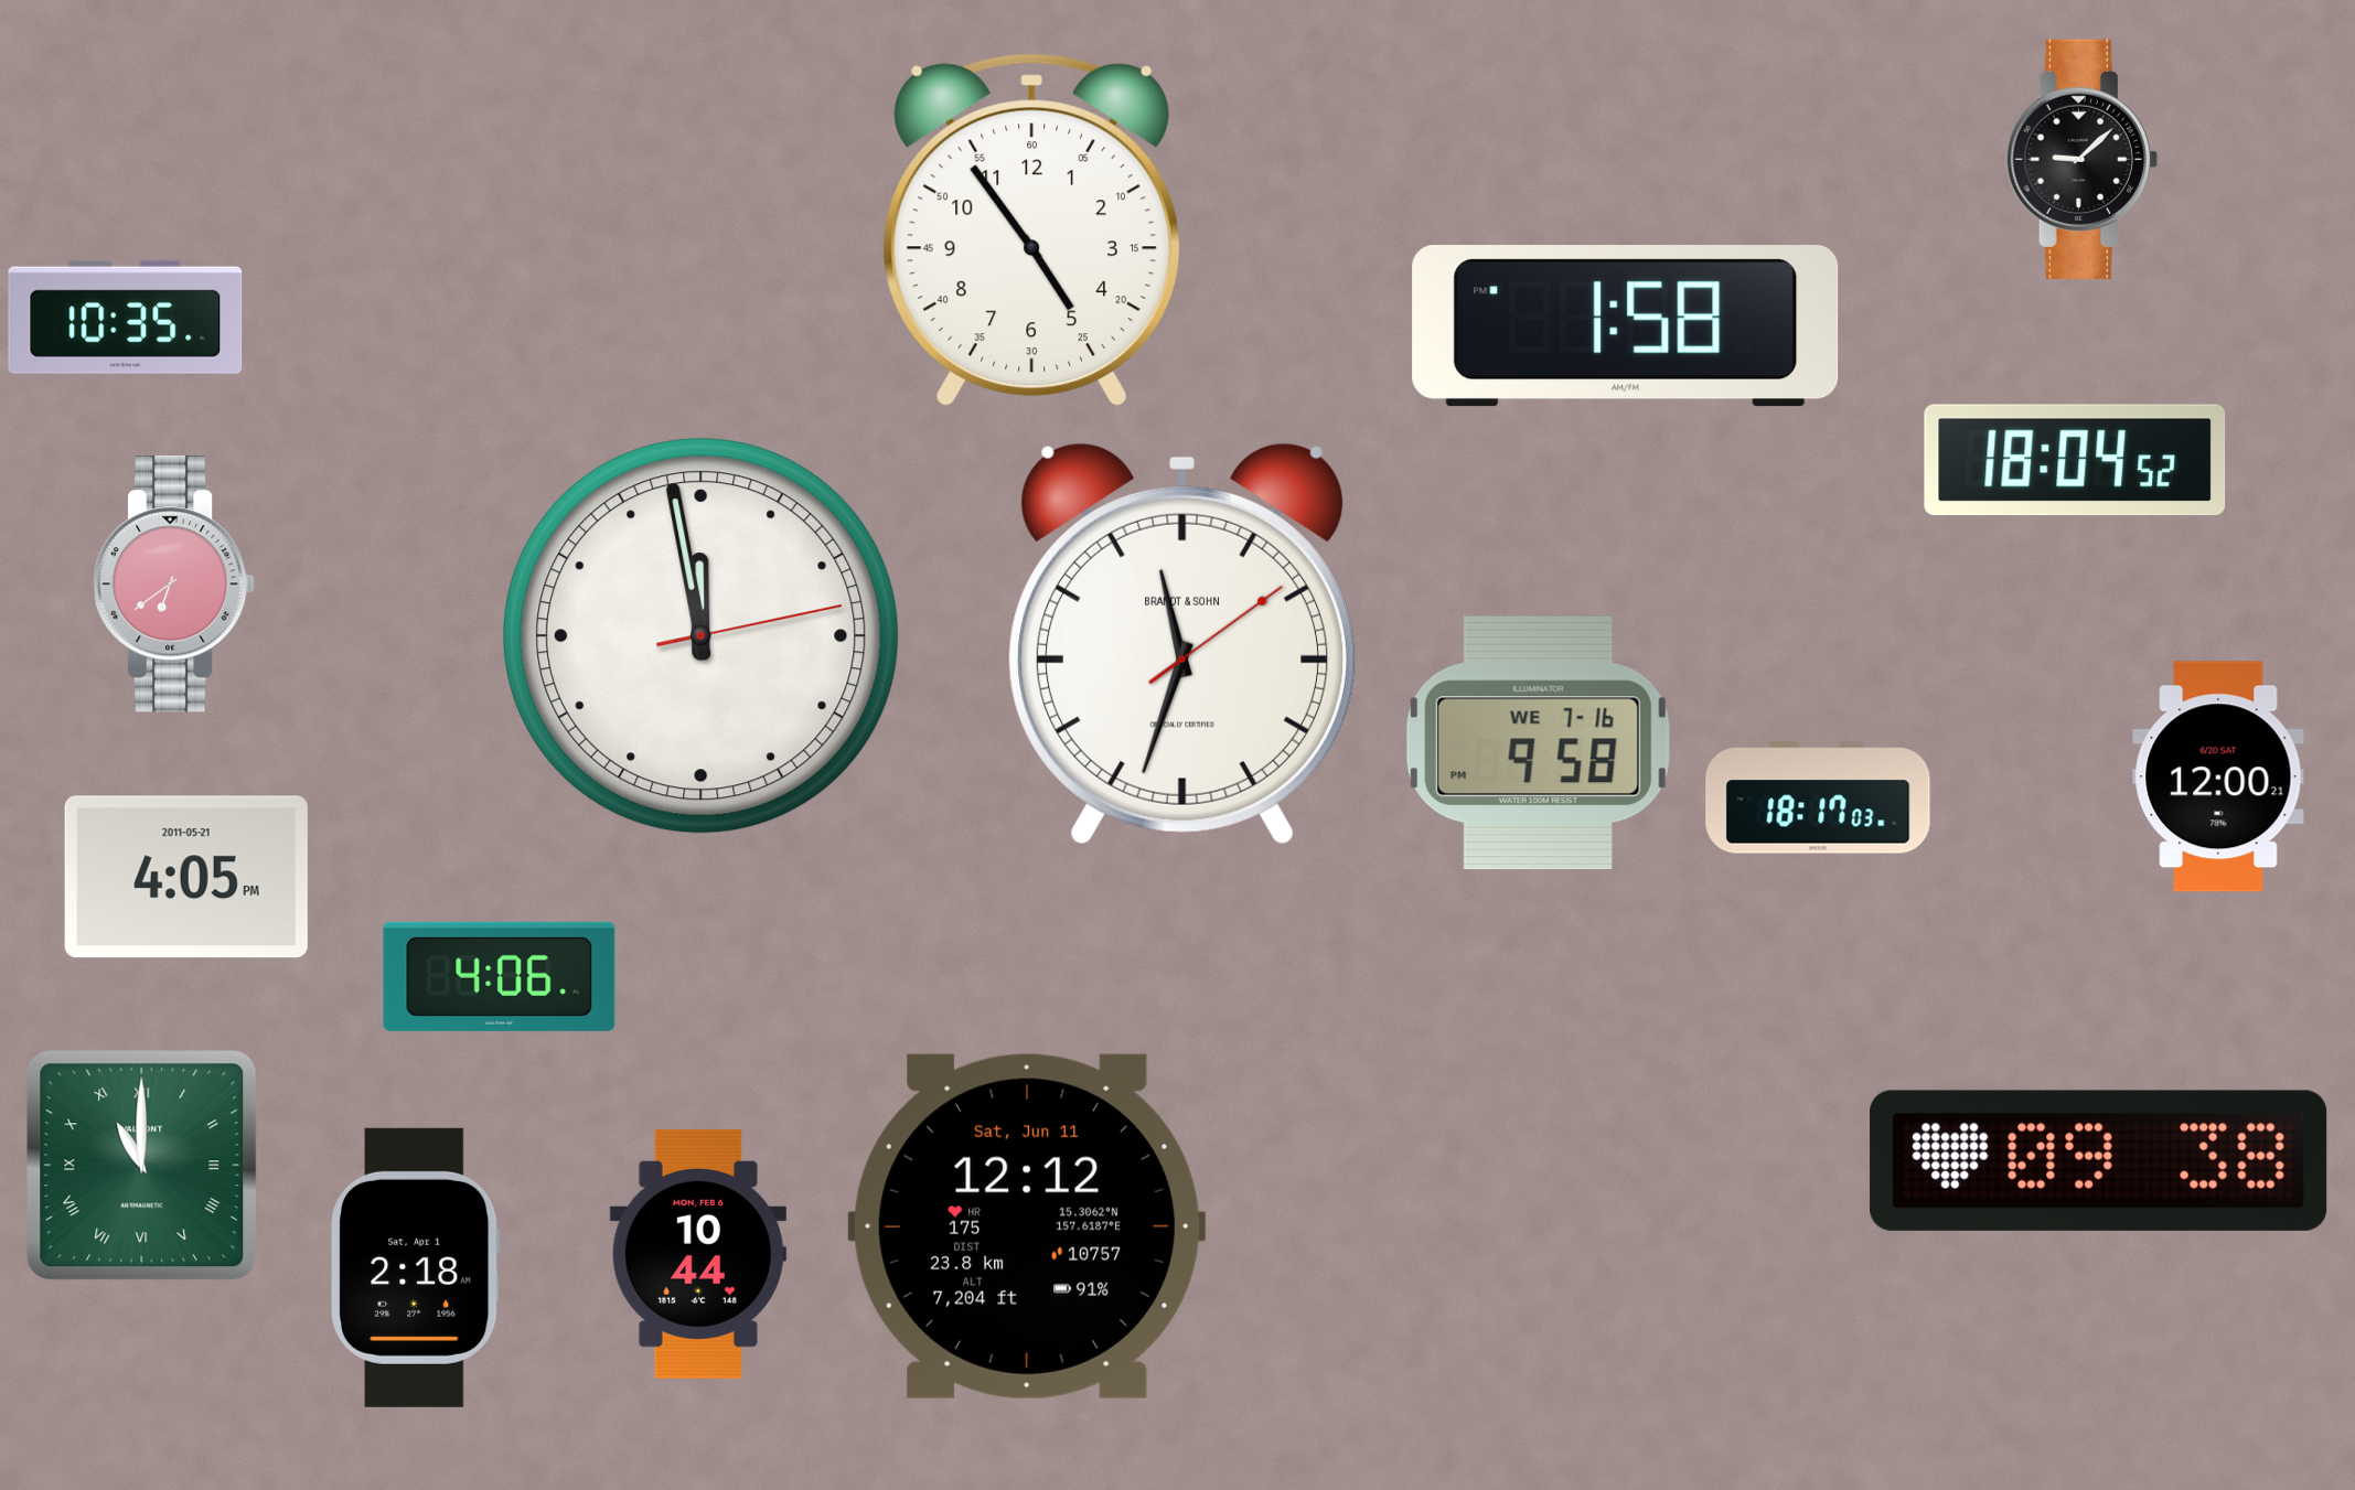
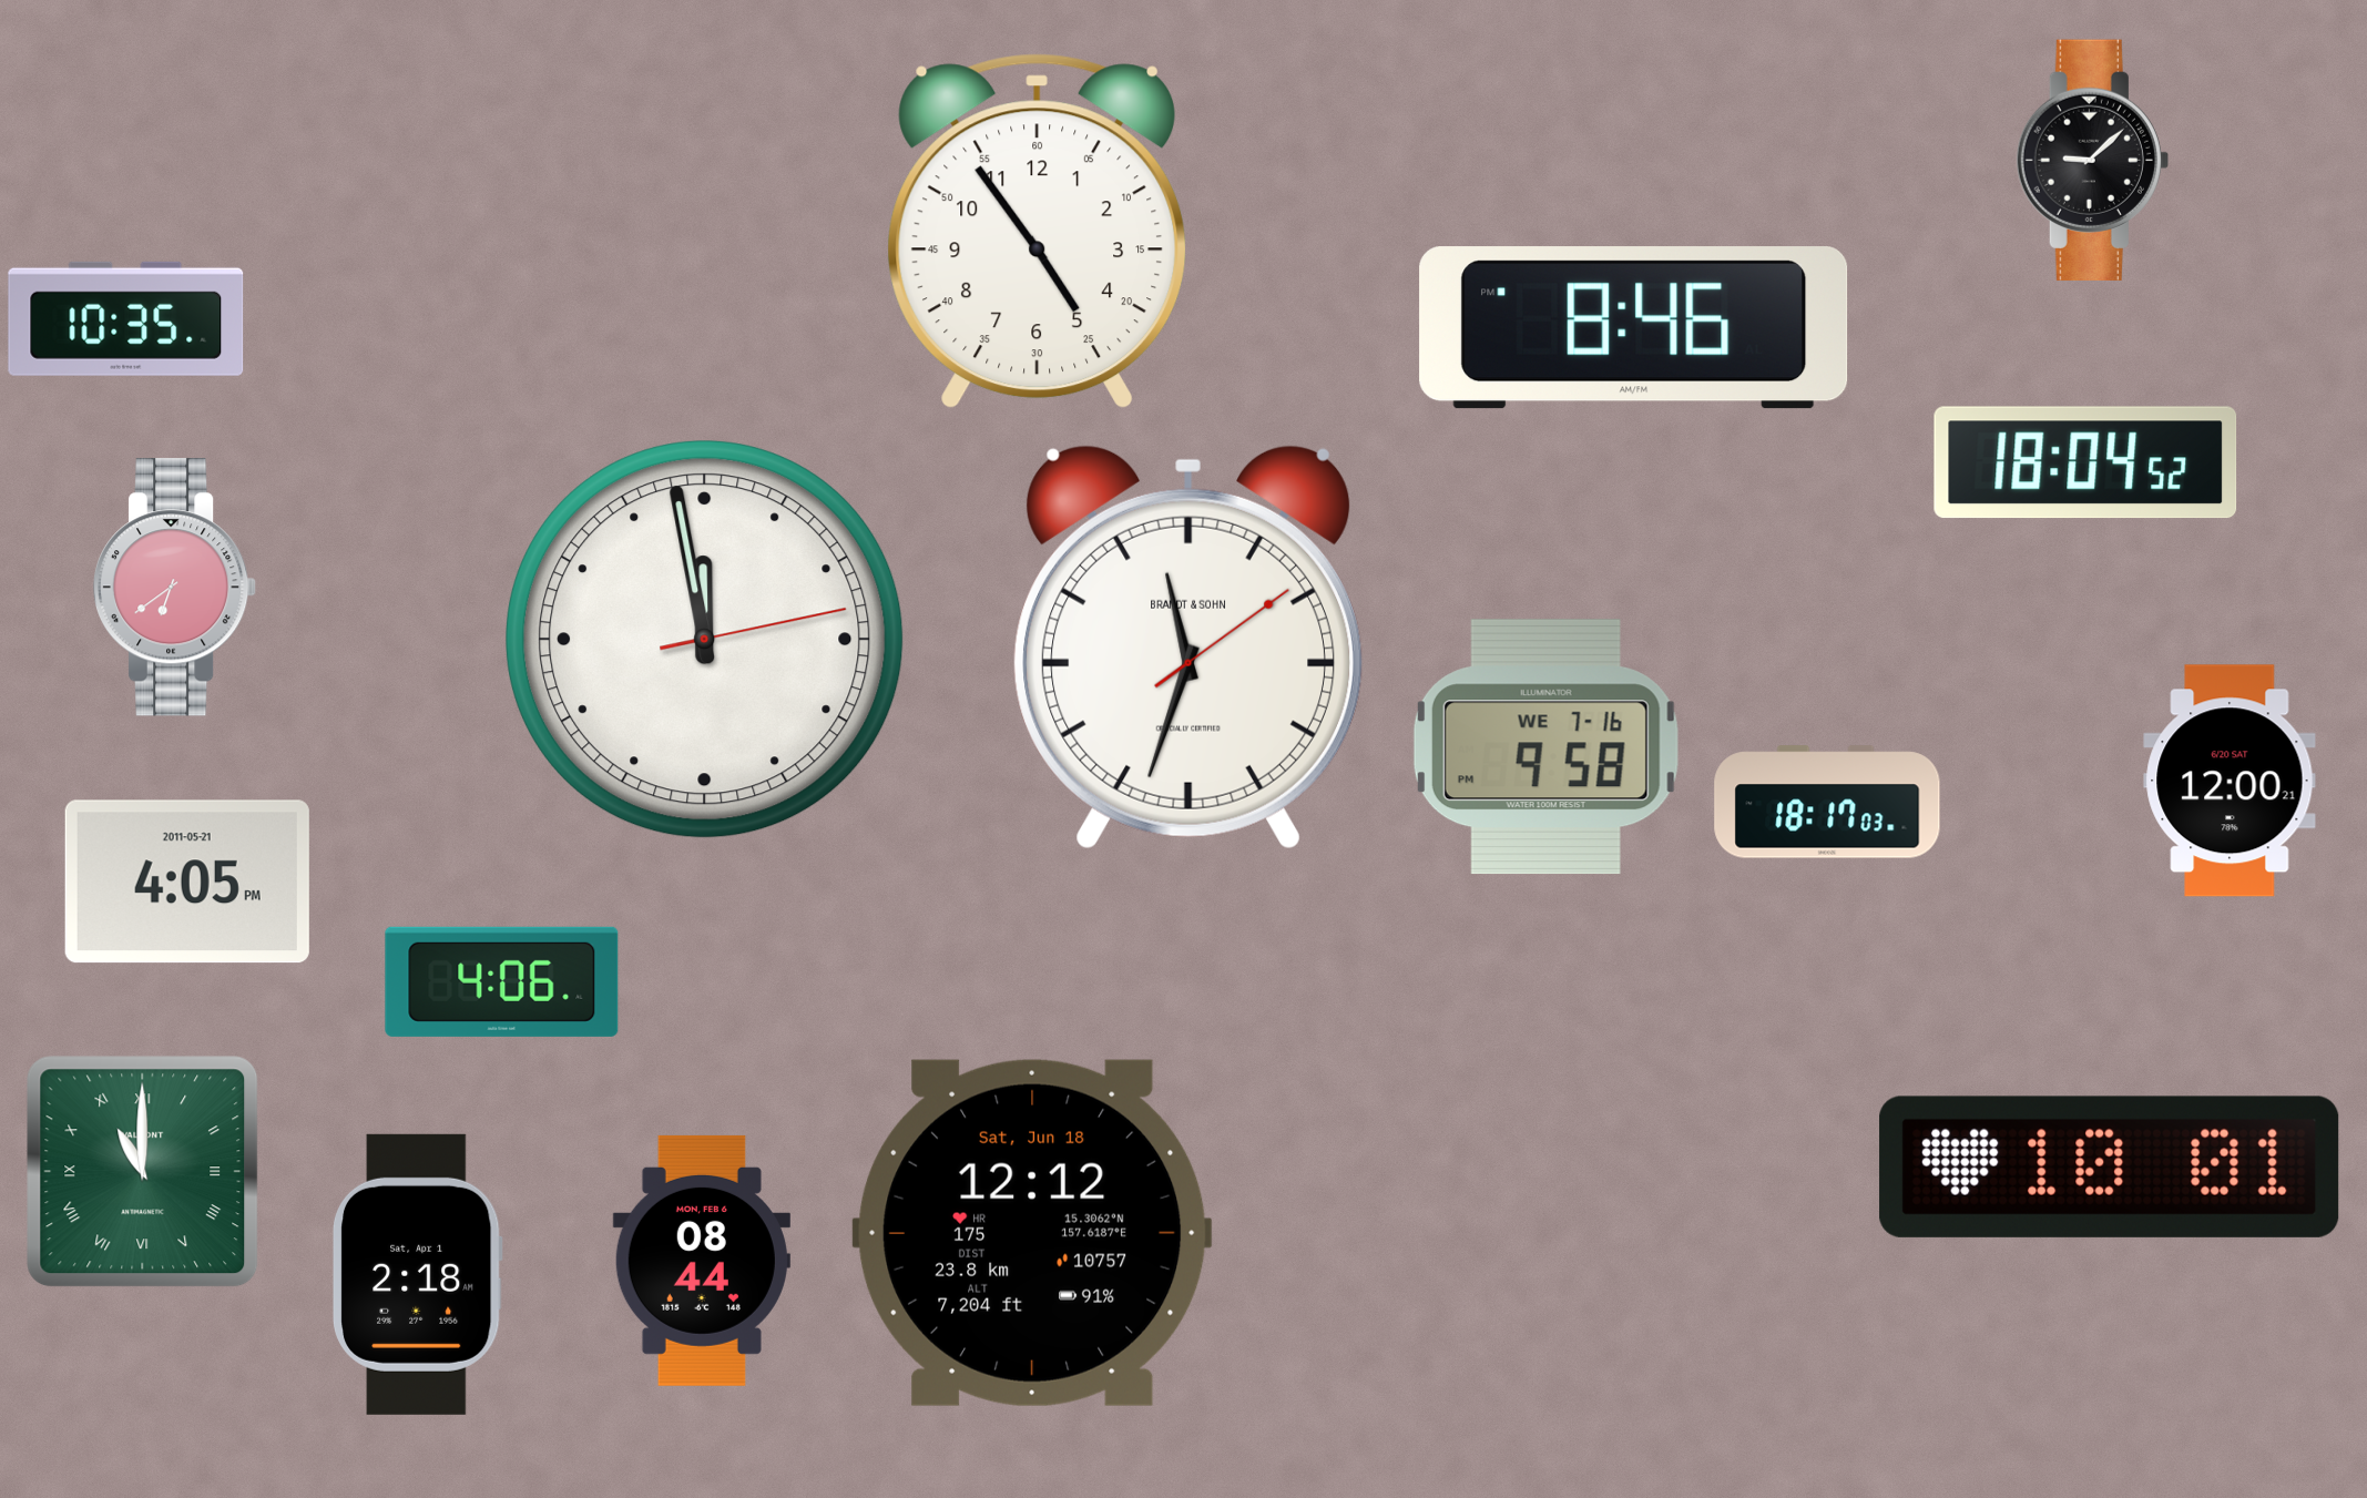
clock at (1626, 326): 1:58 -> 8:46
clock at (2099, 1160): 09:38 -> 10:01
clock at (1027, 1226) date: Sat, Jun 11 -> Sat, Jun 18
clock at (698, 1254): 10:44 -> 08:44
